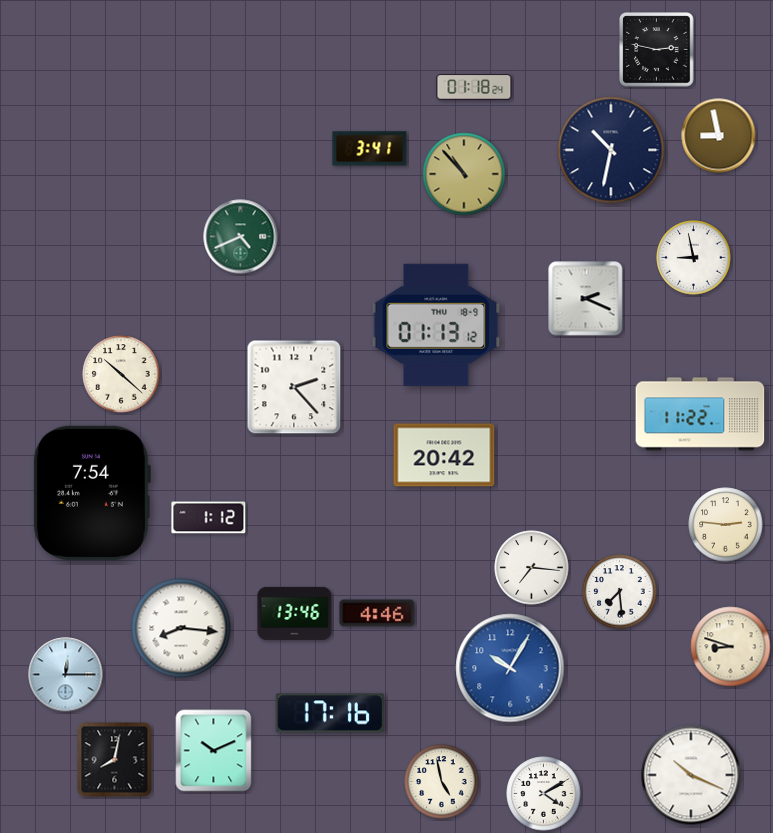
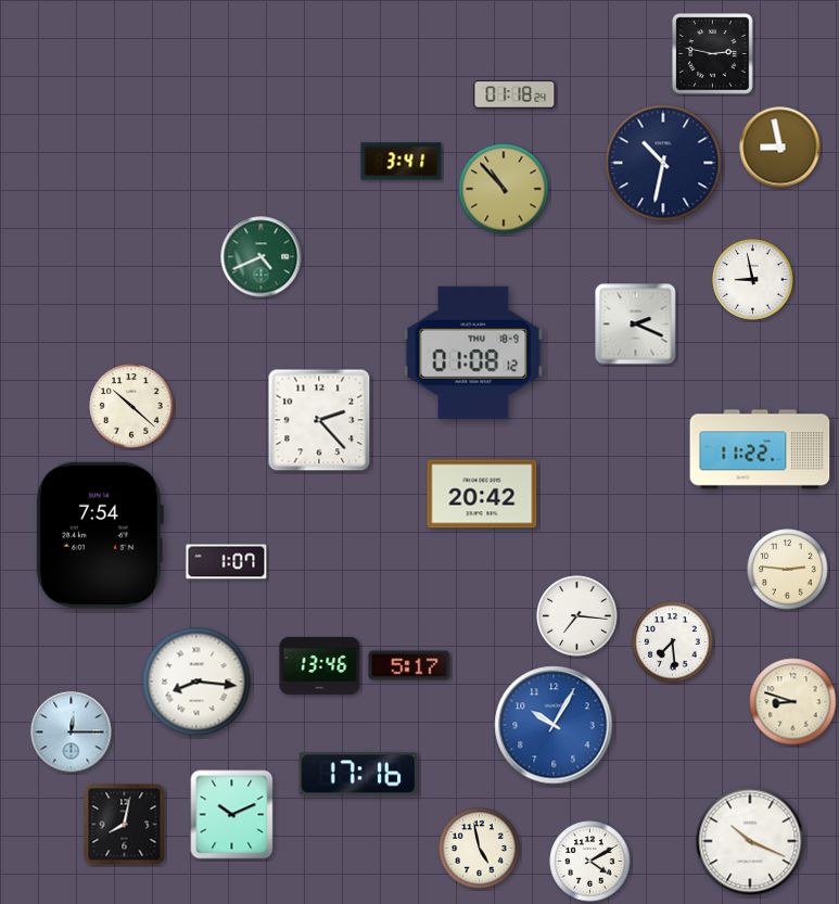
clock at (436, 325): 01:13 -> 01:08
clock at (209, 518): 1:12 -> 1:07
clock at (377, 613): 4:46 -> 5:17
